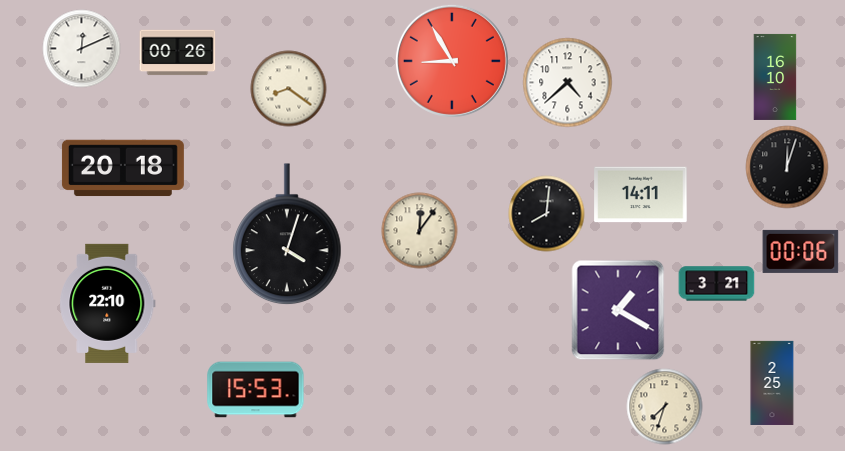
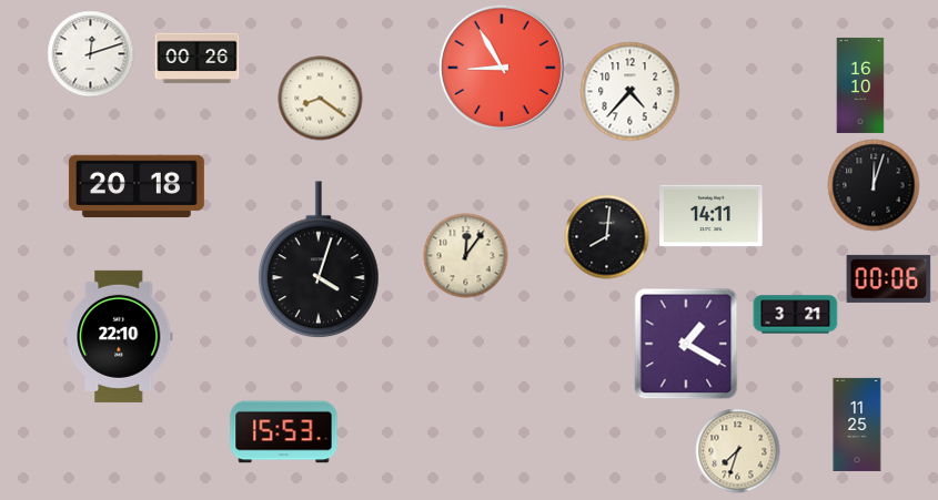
clock at (82, 49): 12:11 -> 12:12
clock at (568, 83): 4:38 -> 4:37
clock at (772, 383): 2:25 -> 11:25
